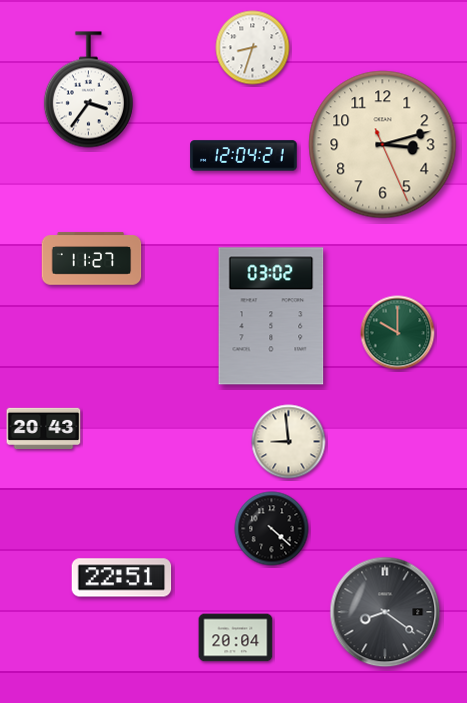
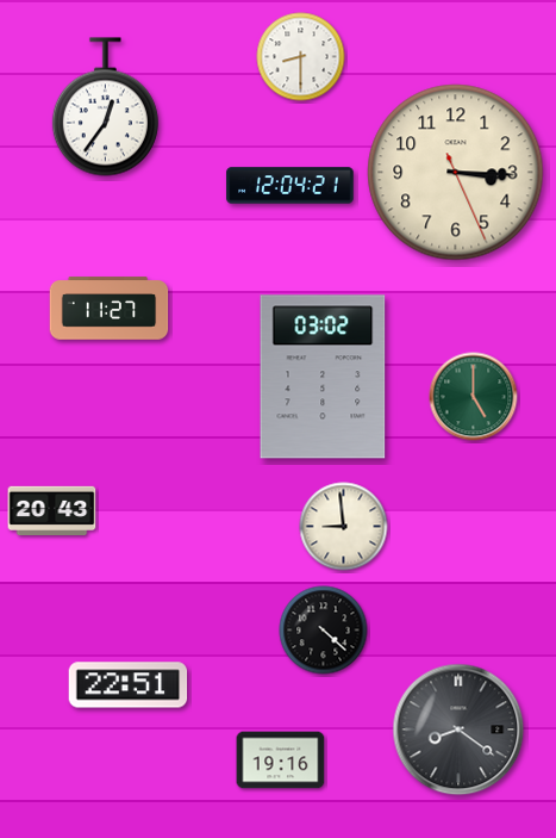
clock at (253, 48): 8:33 -> 8:30
clock at (88, 90): 3:36 -> 12:36
clock at (383, 145): 3:12 -> 3:15
clock at (398, 333): 10:00 -> 5:00
clock at (122, 578) position: (122, 578) -> (129, 685)
clock at (236, 638): 20:04 -> 19:16
